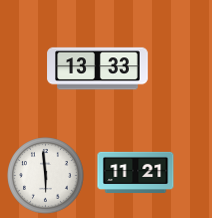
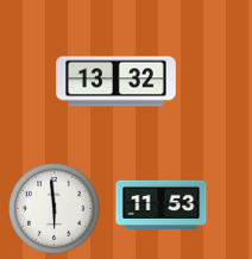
clock at (98, 69): 13:33 -> 13:32
clock at (136, 172): 11:21 -> 11:53
